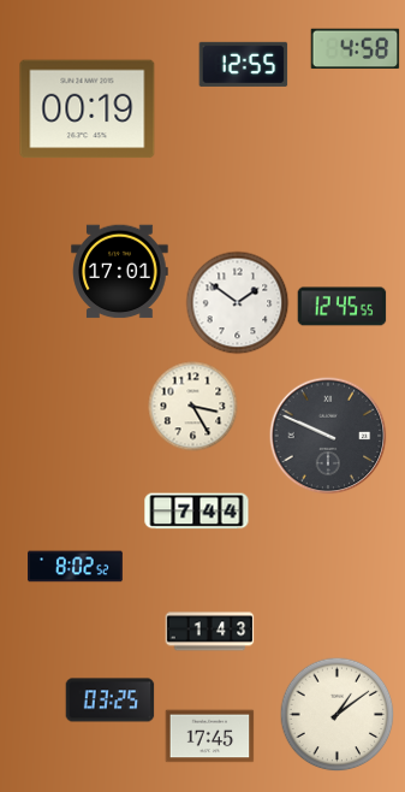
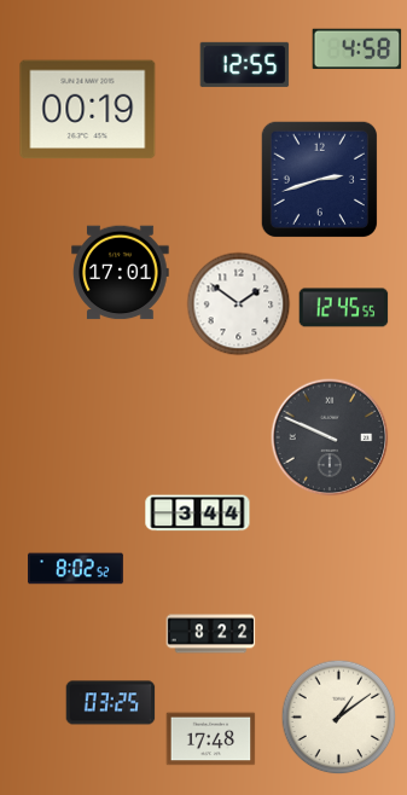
clock at (319, 179): none -> 2:42
clock at (193, 407): 3:25 -> none
clock at (197, 512): 7:44 -> 3:44
clock at (210, 632): 1:43 -> 8:22
clock at (210, 737): 17:45 -> 17:48
